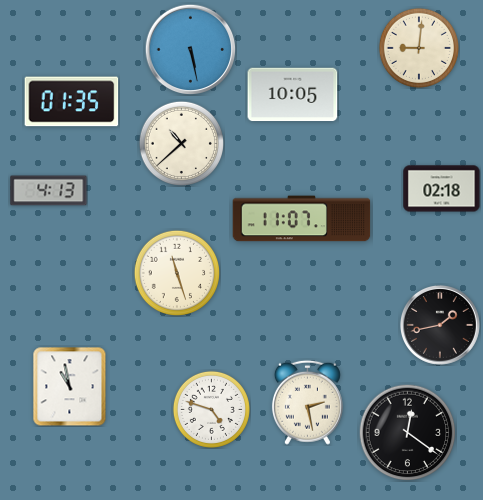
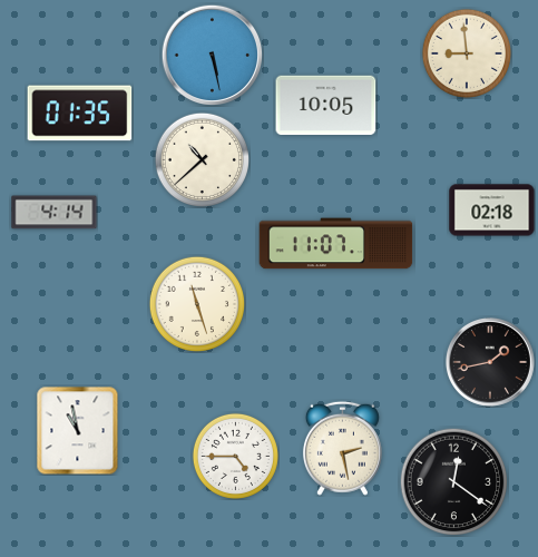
clock at (419, 48): 9:01 -> 8:59
clock at (49, 191): 4:13 -> 4:14
clock at (211, 409): 4:48 -> 4:45
